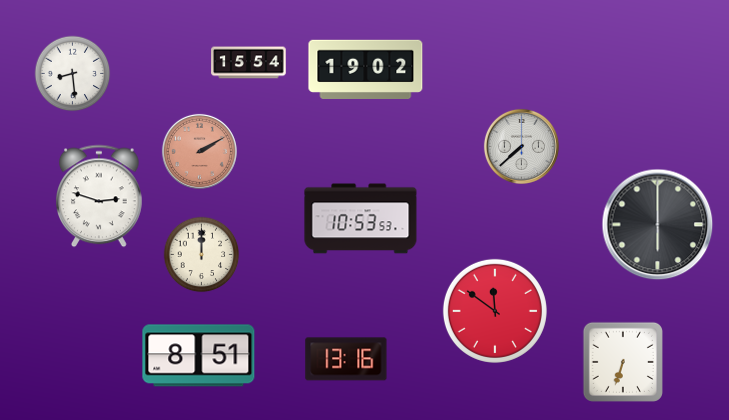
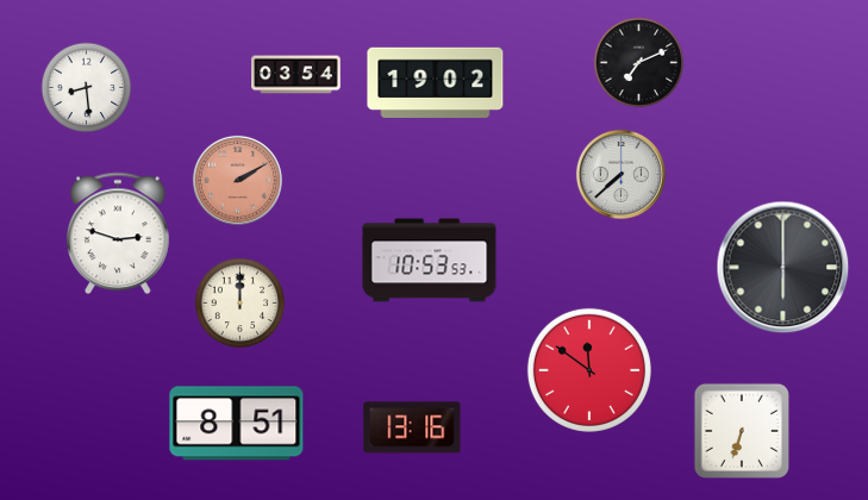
clock at (639, 63): none -> 7:11
clock at (249, 63): 15:54 -> 03:54
